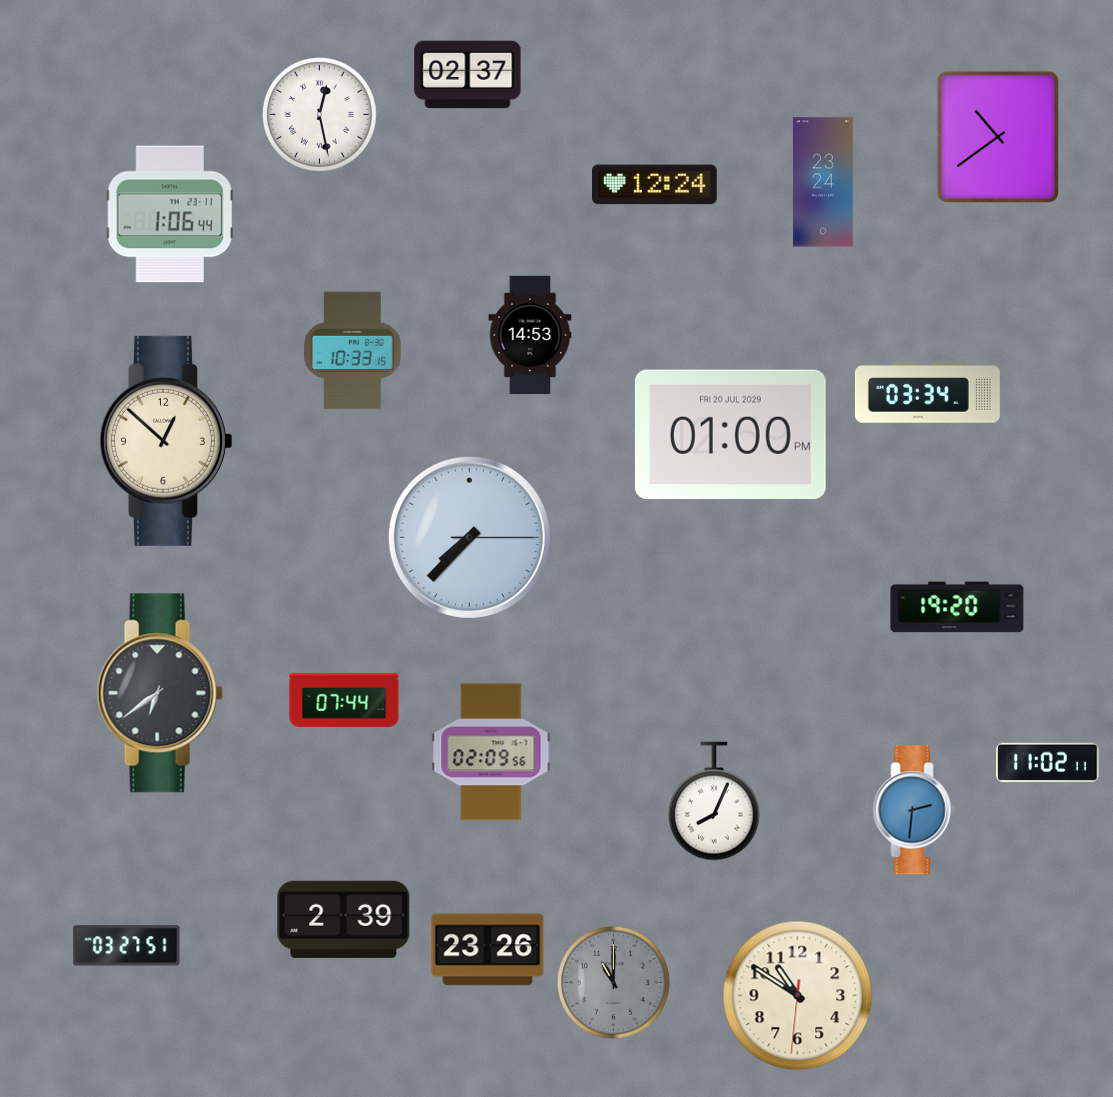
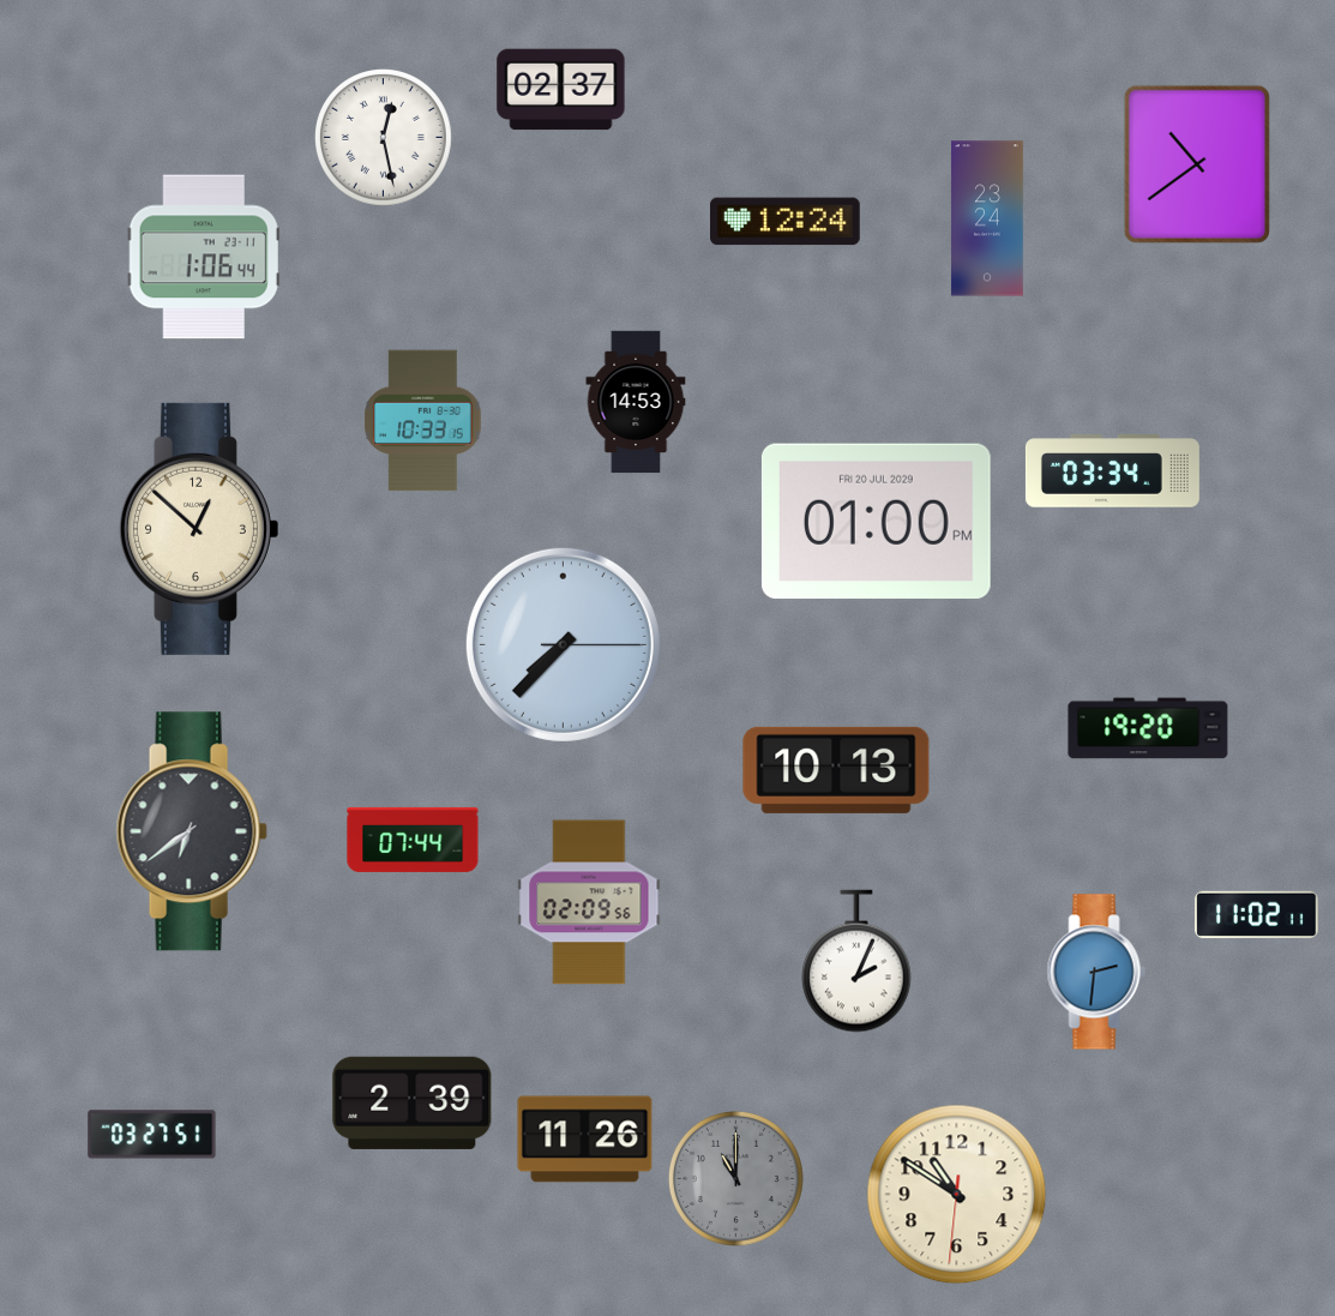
clock at (836, 770): none -> 10:13
clock at (715, 801): 8:04 -> 2:04
clock at (488, 950): 23:26 -> 11:26
